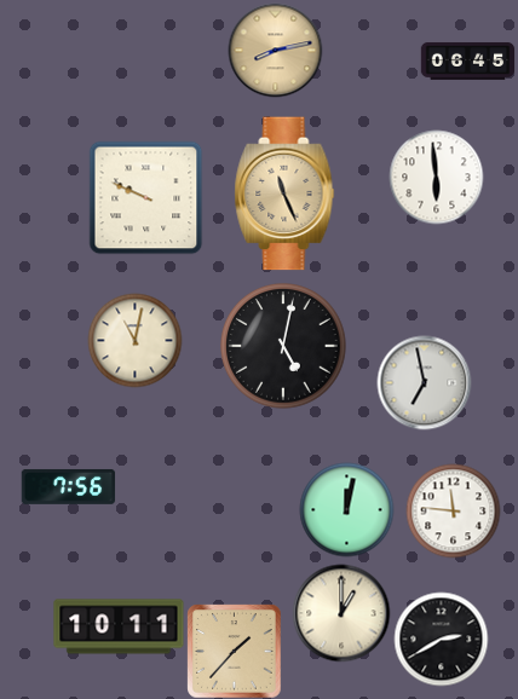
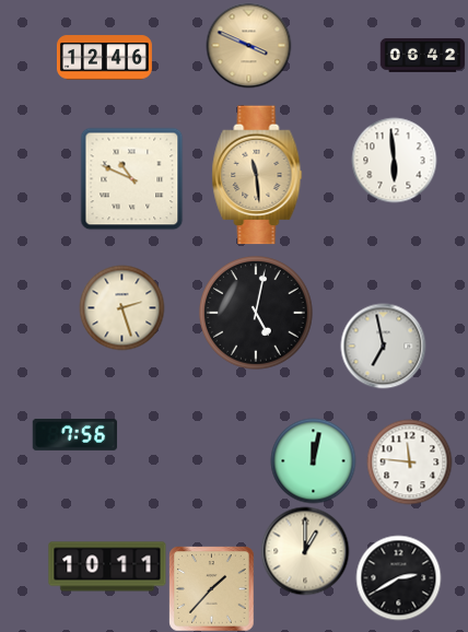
clock at (275, 50): 8:13 -> 3:49
clock at (467, 60): 06:45 -> 06:42
clock at (104, 58): none -> 12:46
clock at (284, 193): 11:26 -> 11:29
clock at (145, 197): 9:49 -> 10:49
clock at (134, 340): 11:02 -> 2:27
clock at (68, 486) position: (68, 486) -> (74, 434)
clock at (341, 613) position: (341, 613) -> (305, 551)
